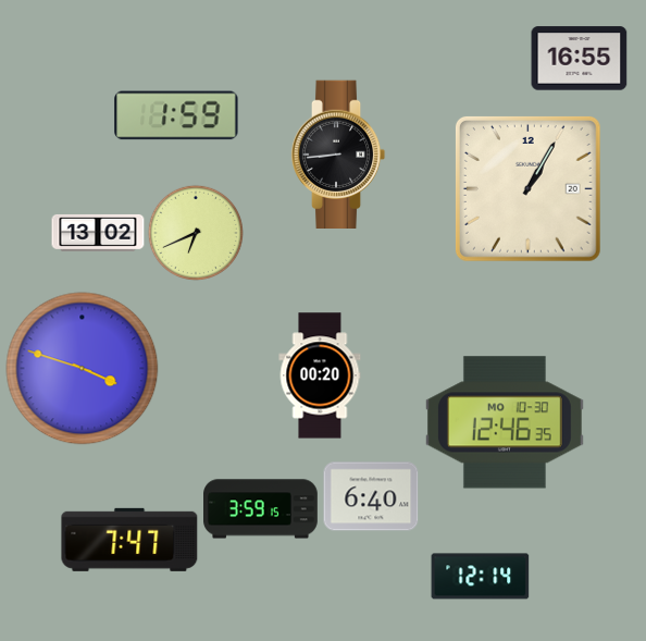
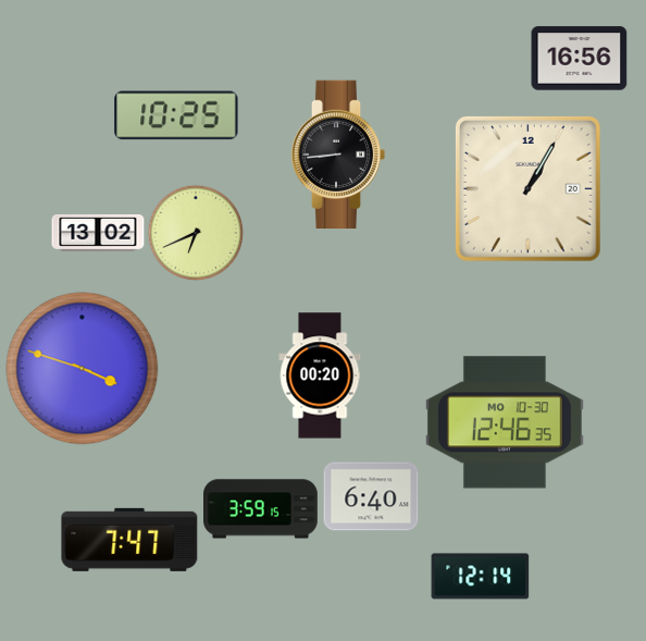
clock at (580, 59): 16:55 -> 16:56
clock at (176, 115): 1:59 -> 10:25
